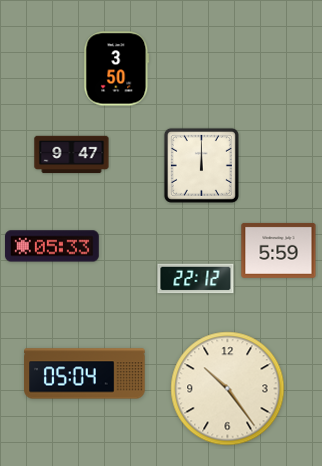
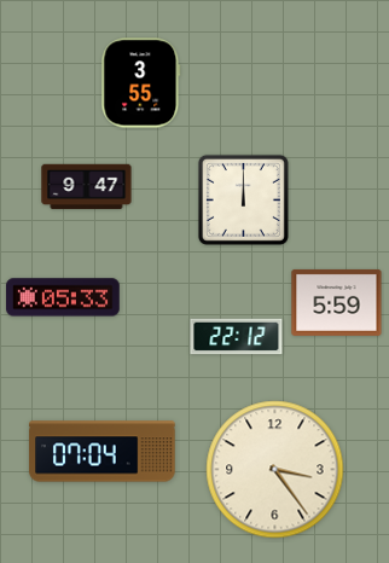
clock at (117, 69): 3:50 -> 3:55
clock at (85, 374): 05:04 -> 07:04
clock at (228, 389): 10:24 -> 3:24
